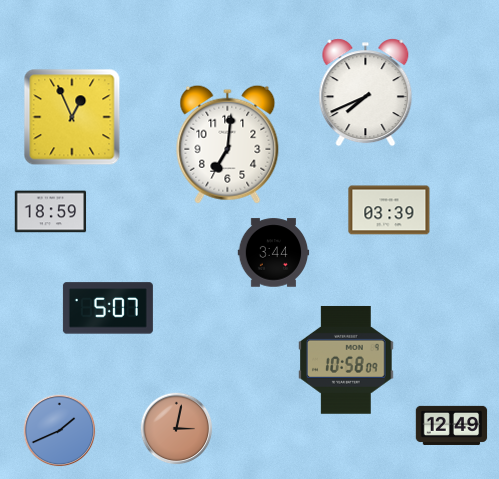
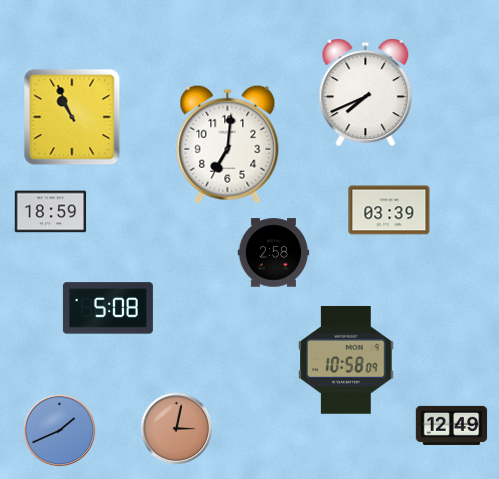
clock at (72, 117): 12:56 -> 10:56
clock at (274, 253): 3:44 -> 2:58
clock at (108, 308): 5:07 -> 5:08
